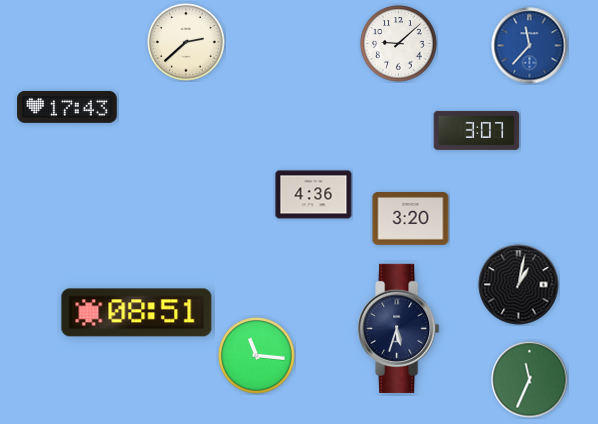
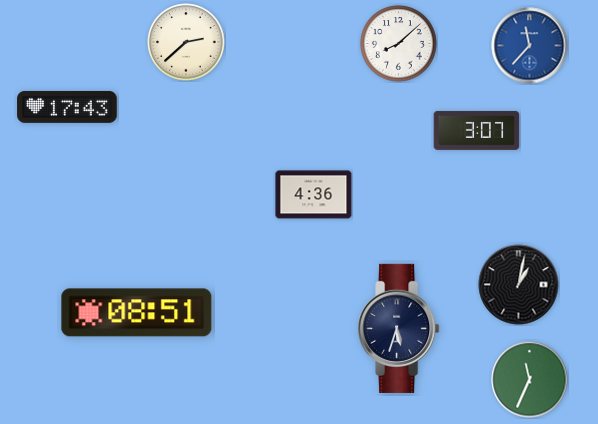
clock at (399, 44): 9:08 -> 8:08
clock at (411, 219): 3:20 -> none
clock at (257, 356): 11:16 -> none
